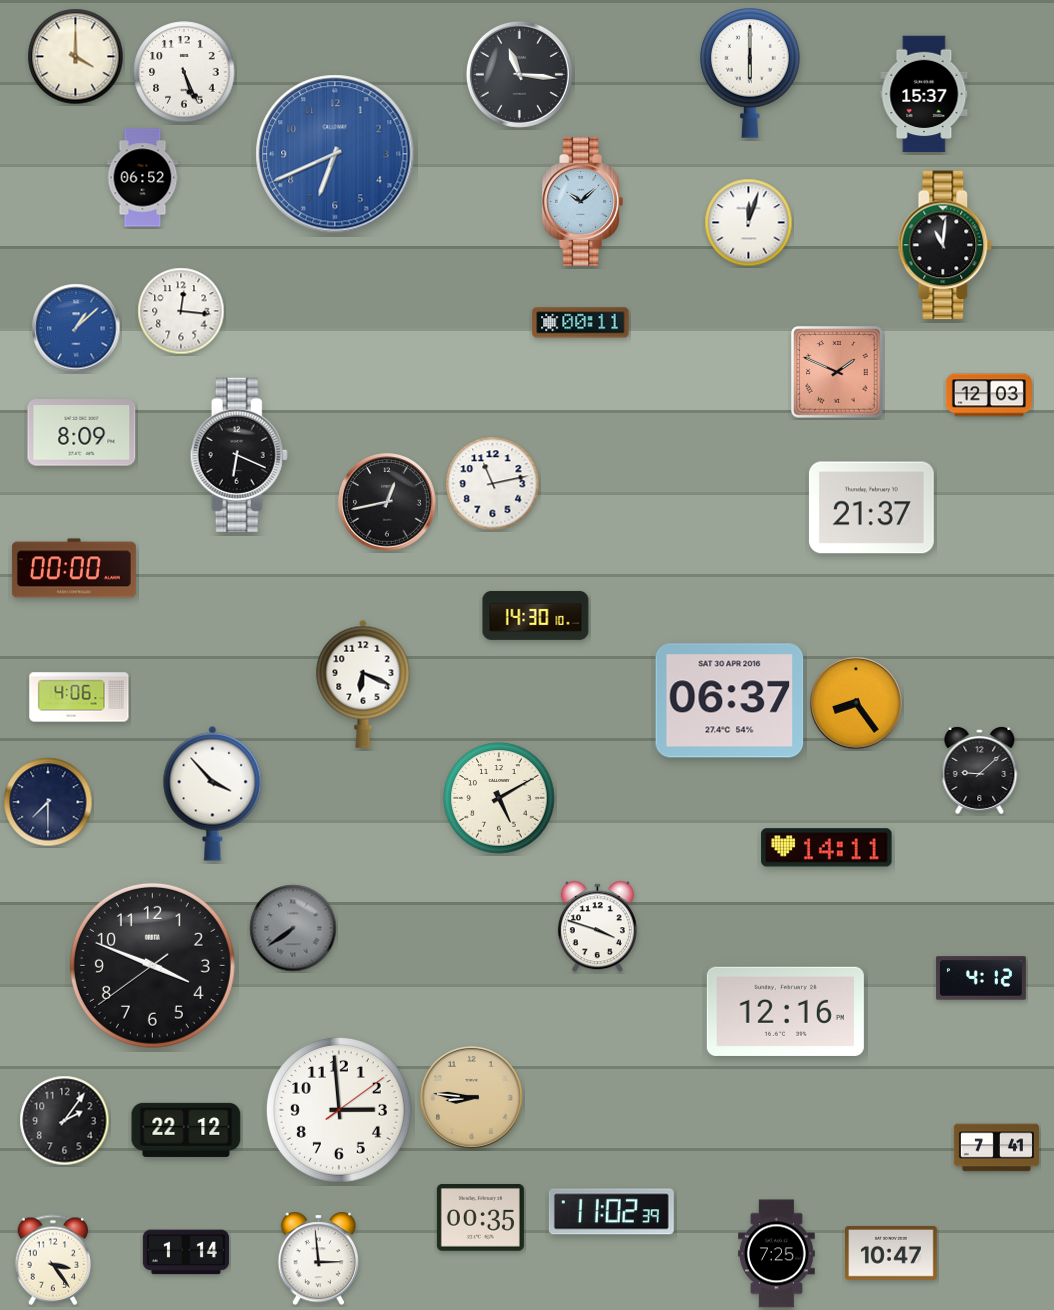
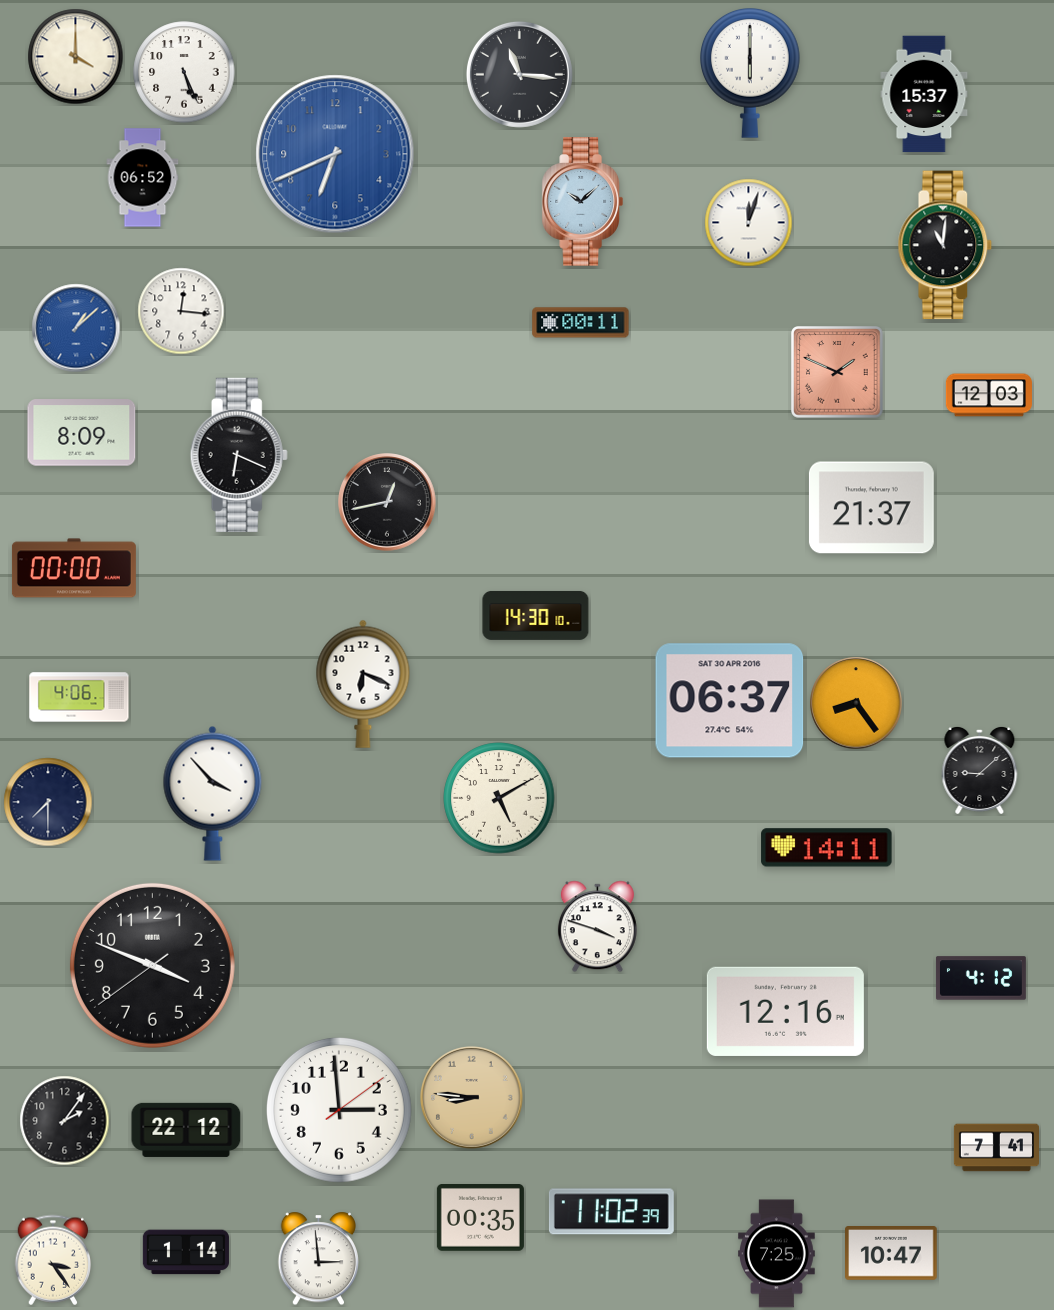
clock at (493, 484): 11:13 -> none
clock at (293, 928): 7:39 -> none
